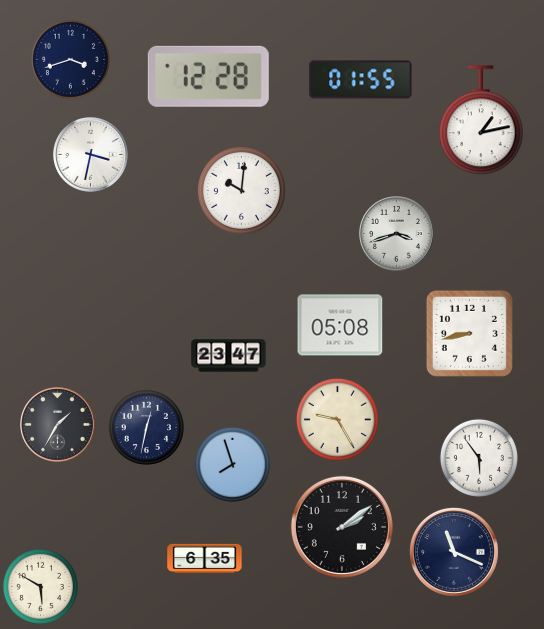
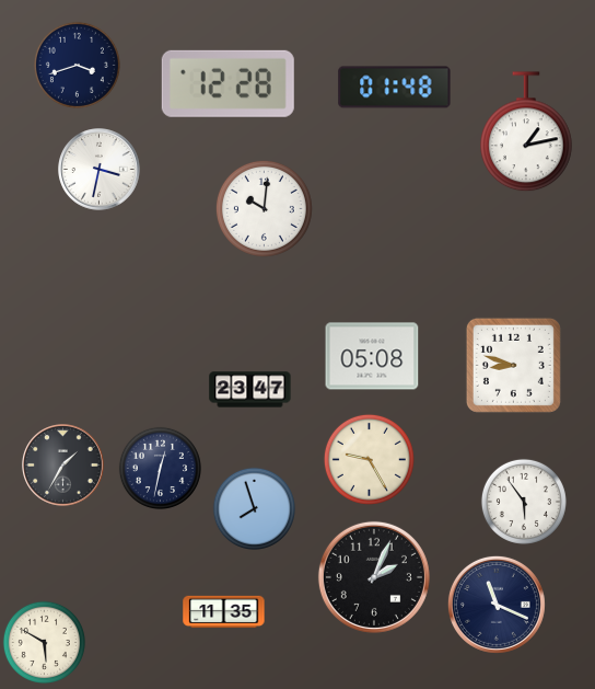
clock at (361, 80): 01:55 -> 01:48
clock at (397, 234): 3:42 -> none
clock at (469, 333): 8:43 -> 8:48
clock at (342, 527): 2:09 -> 2:04
clock at (205, 559): 6:35 -> 11:35
